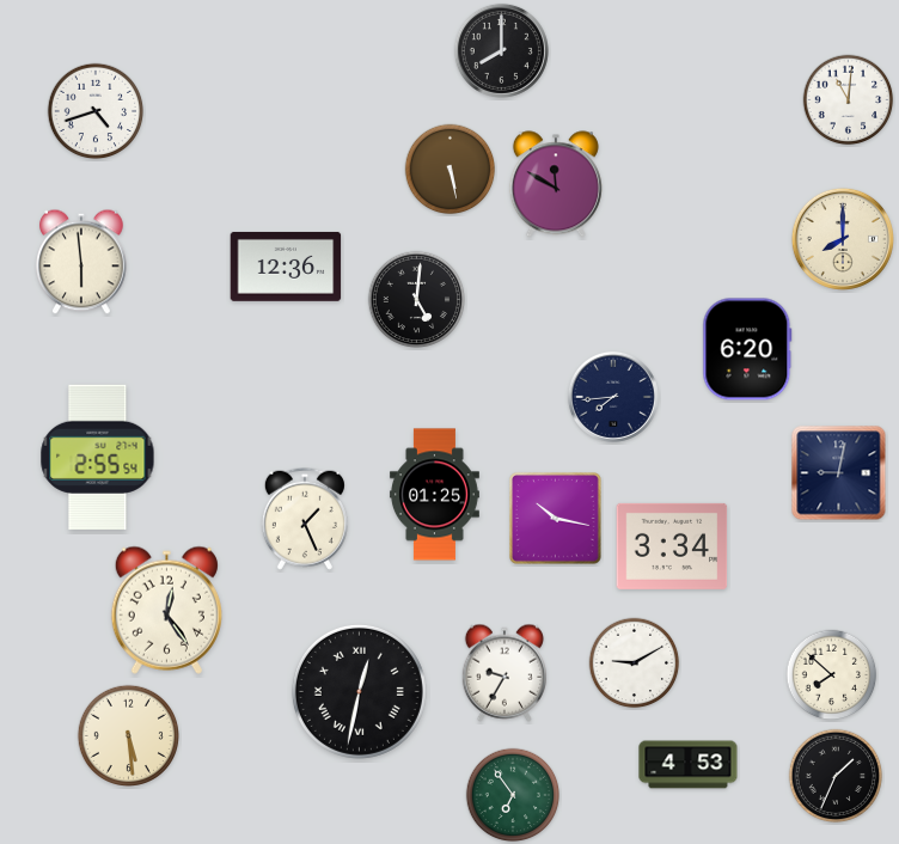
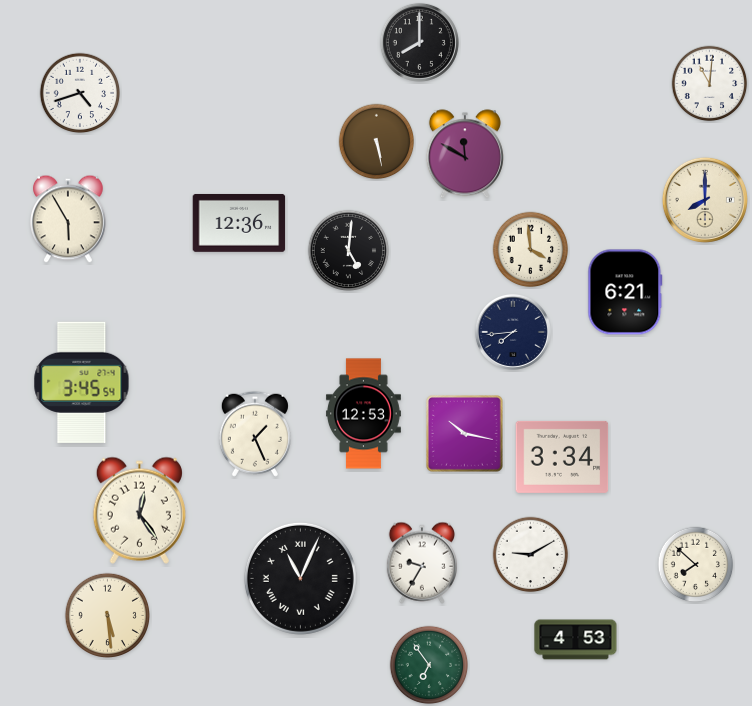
clock at (81, 262): 5:59 -> 5:55
clock at (531, 250): none -> 3:59
clock at (747, 349): 6:20 -> 6:21
clock at (98, 457): 2:55 -> 3:45
clock at (839, 473): 9:02 -> none
clock at (434, 495): 01:25 -> 12:53
clock at (359, 691): 12:32 -> 11:04
clock at (836, 776): 1:34 -> none
